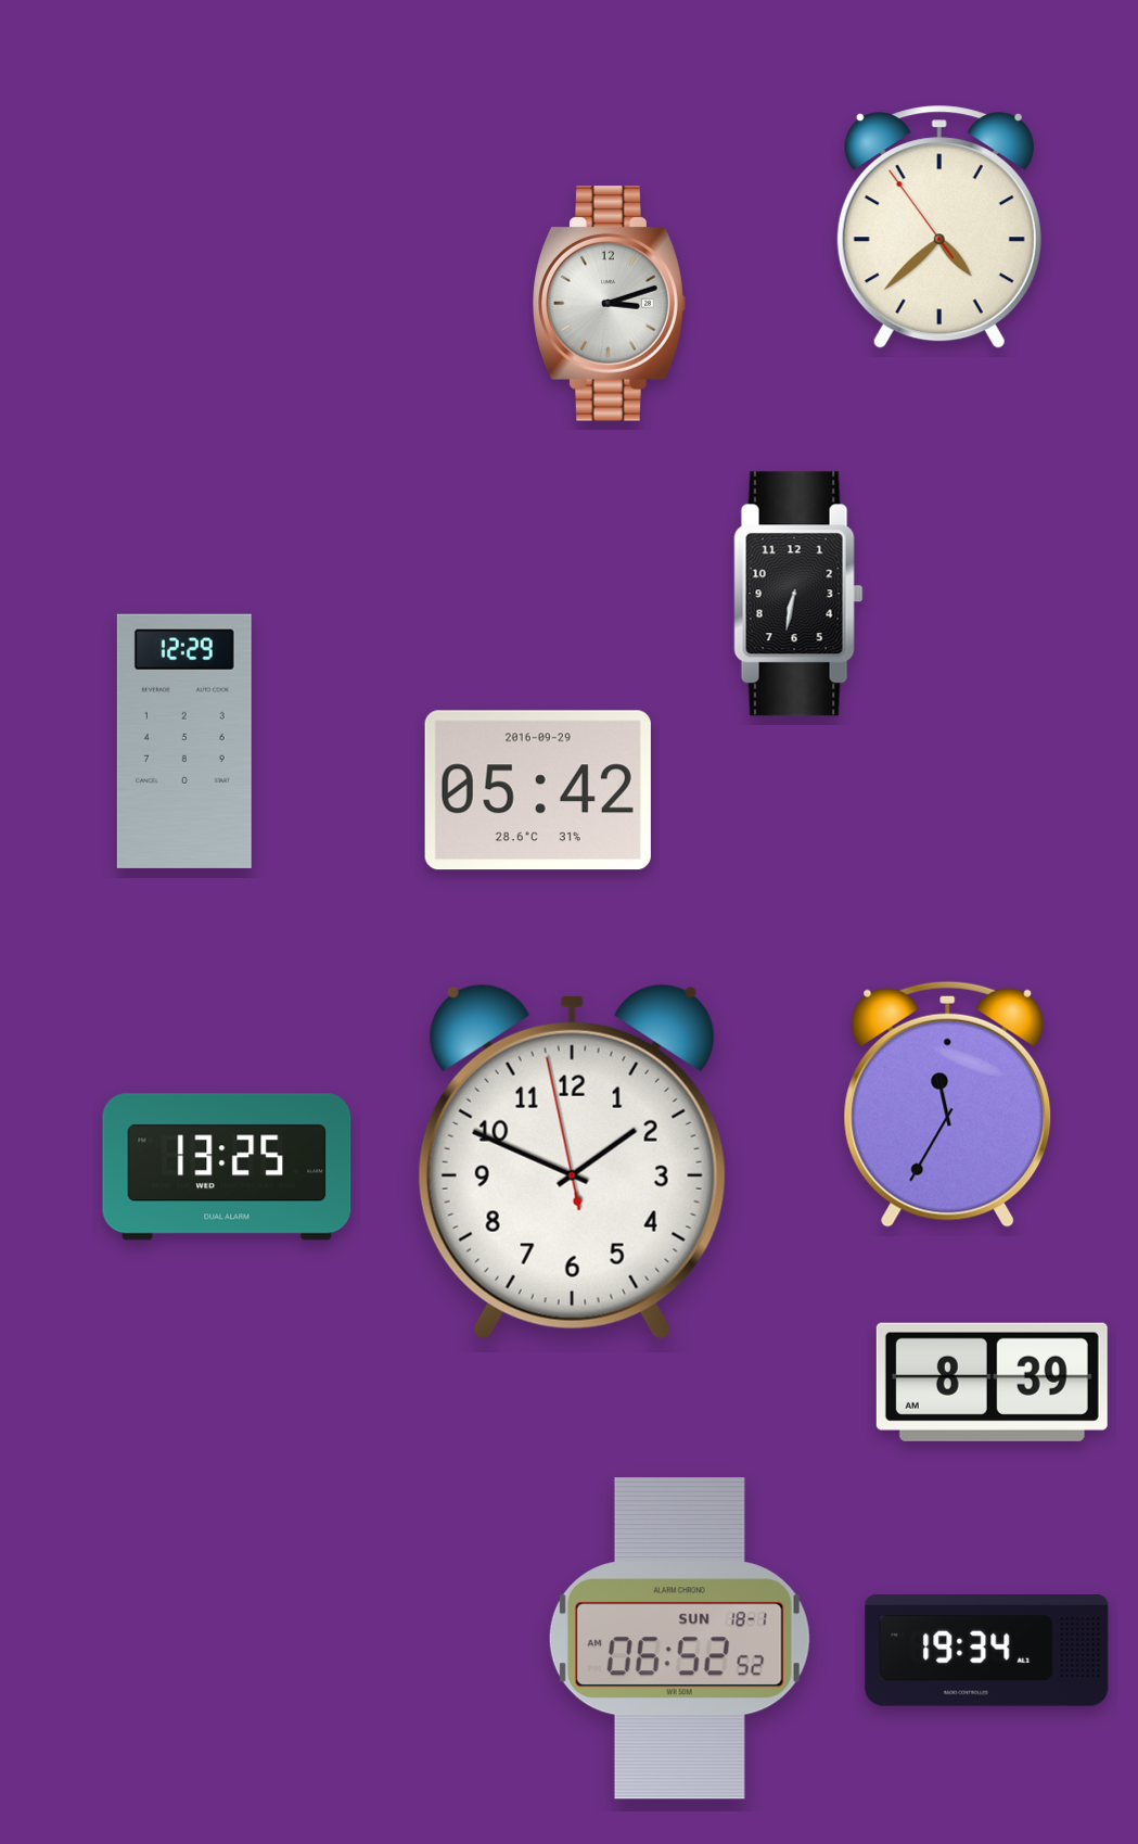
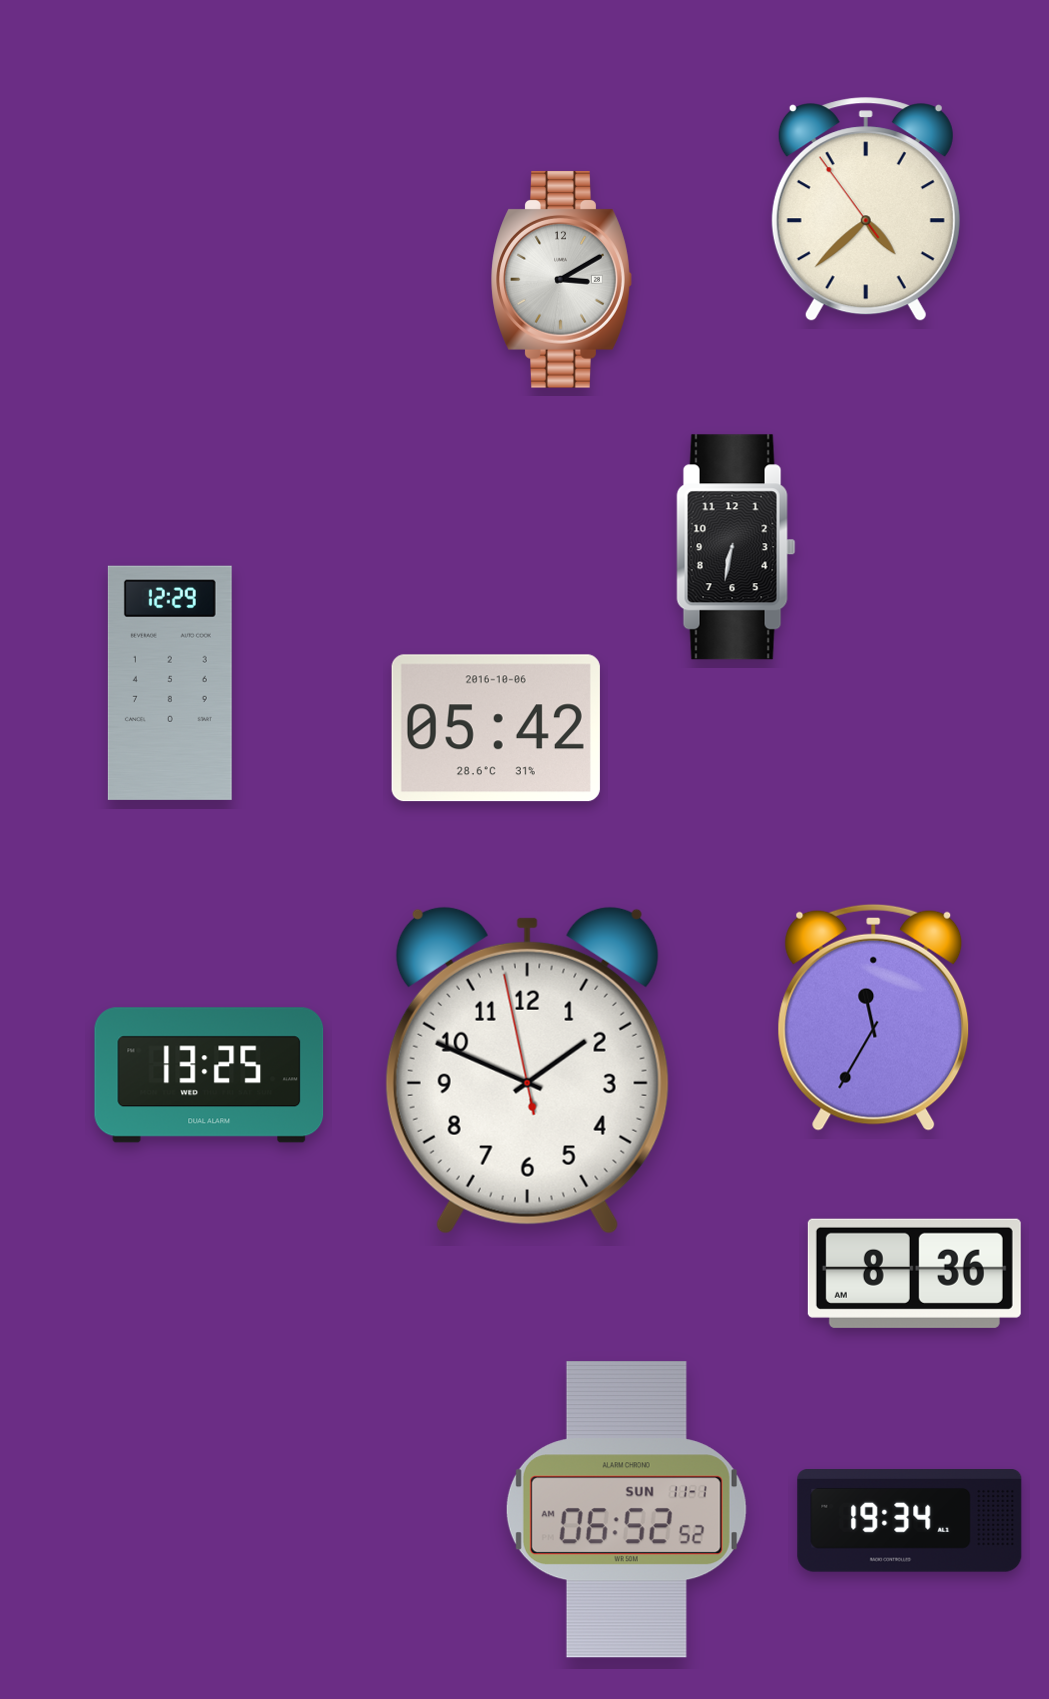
clock at (609, 303): 3:12 -> 3:10
clock at (538, 790) date: 2016-09-29 -> 2016-10-06
clock at (992, 1382): 8:39 -> 8:36
clock at (679, 1639) date: SUN 18-1 -> SUN 11-1
